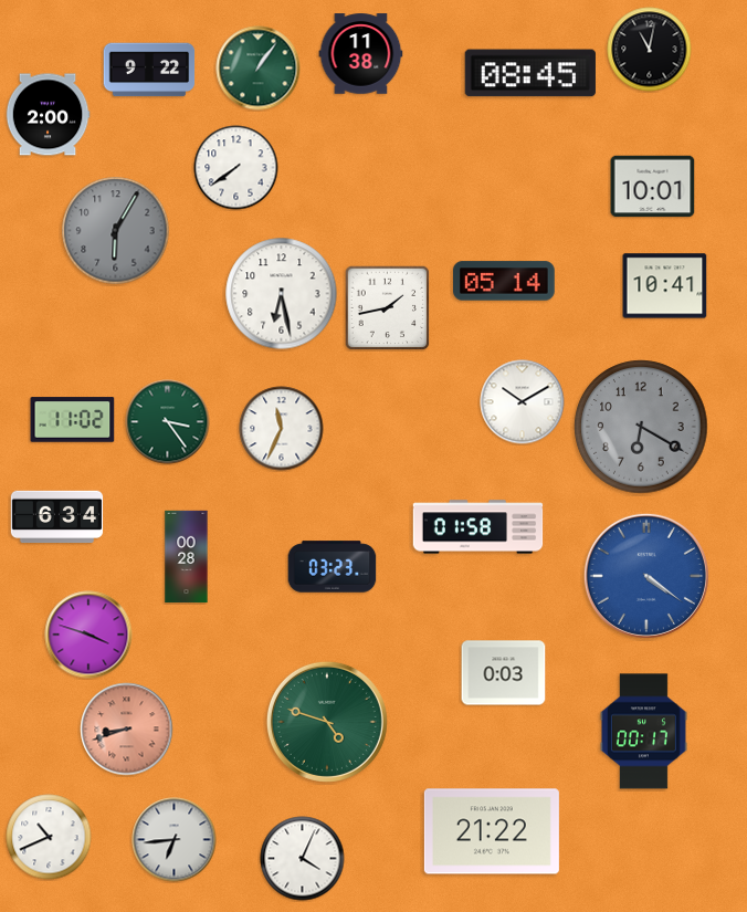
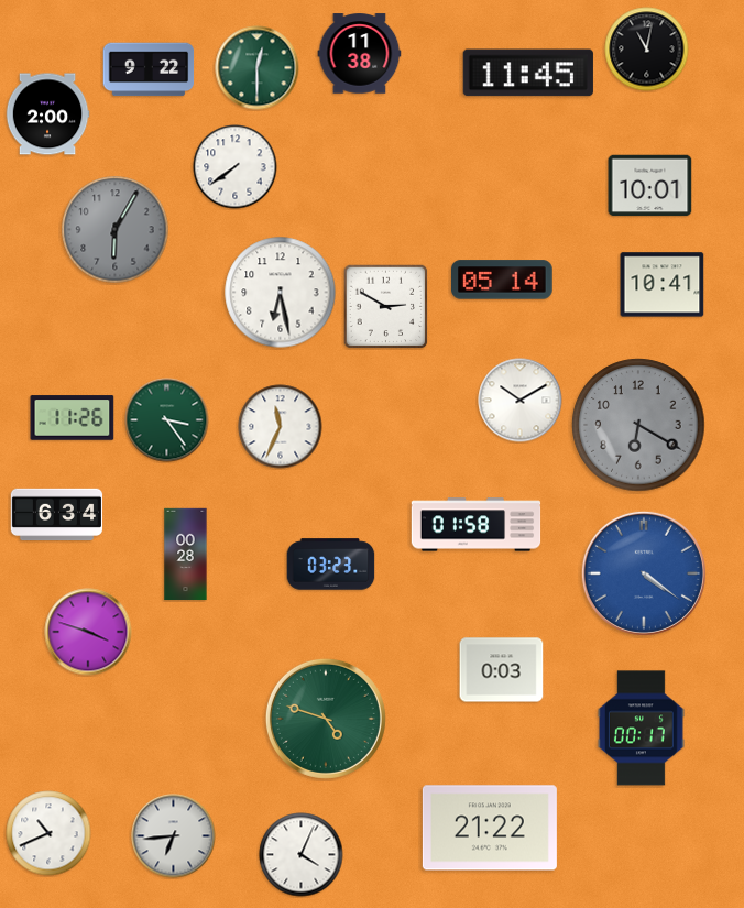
clock at (259, 69): 1:06 -> 12:30
clock at (530, 73): 08:45 -> 11:45
clock at (387, 308): 1:43 -> 2:50
clock at (73, 420): 11:02 -> 11:26
clock at (127, 730): 8:42 -> none
